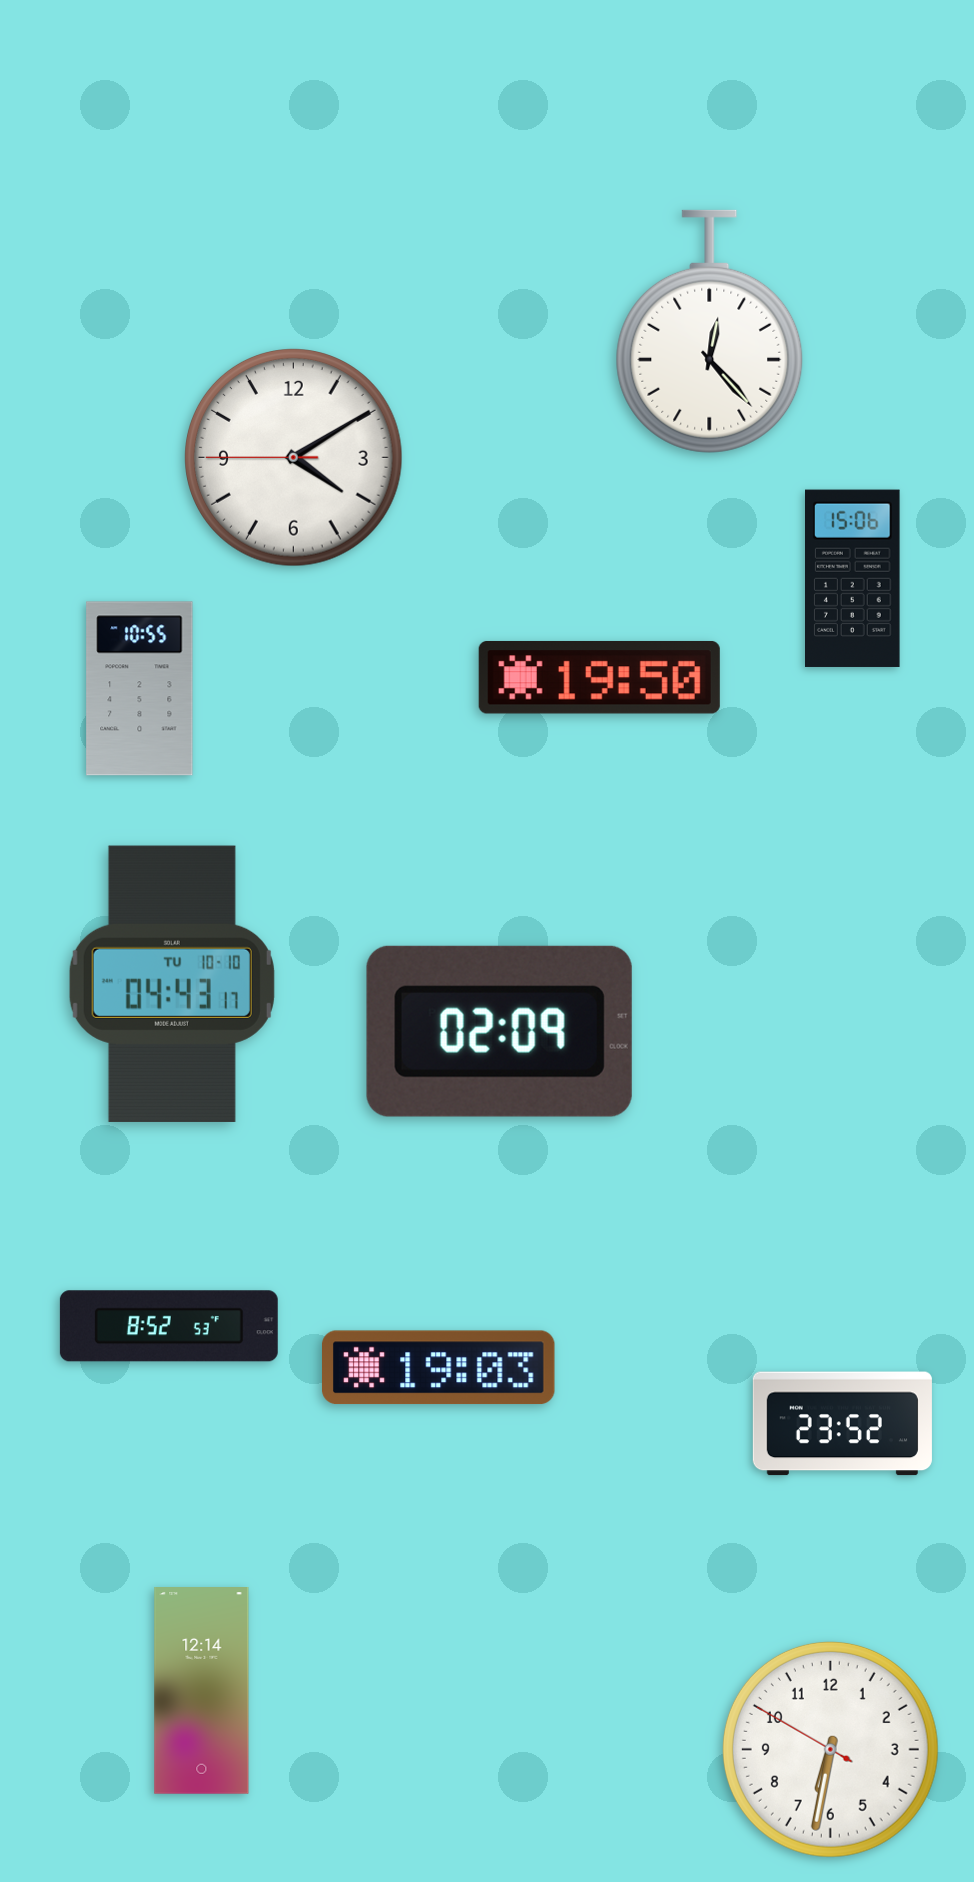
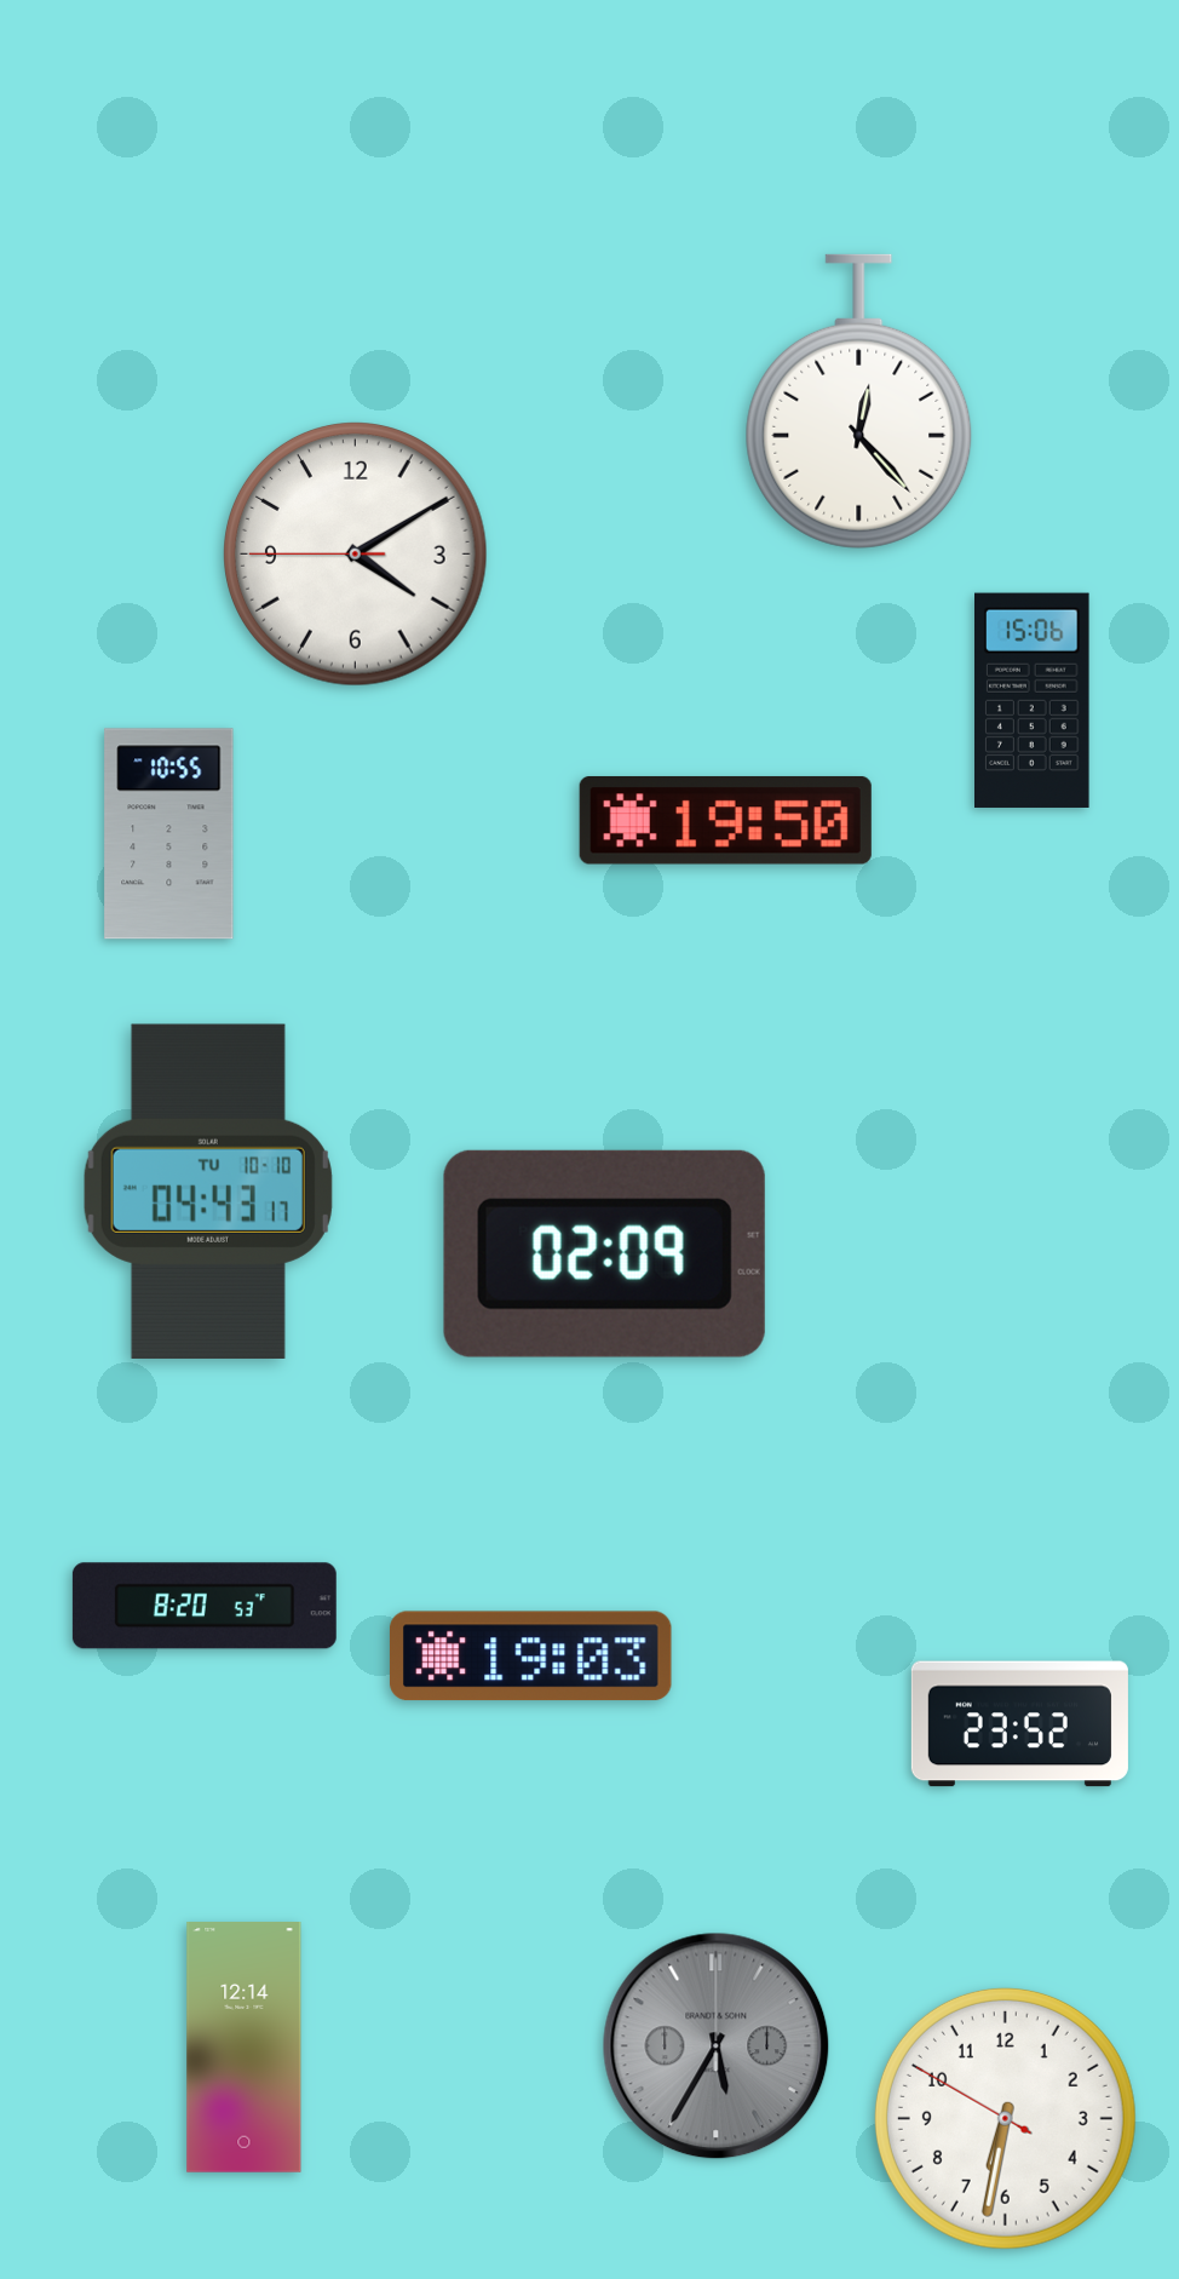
clock at (499, 1031) position: (499, 1031) -> (604, 1253)
clock at (169, 1326): 8:52 -> 8:20
clock at (717, 2046): none -> 5:35
